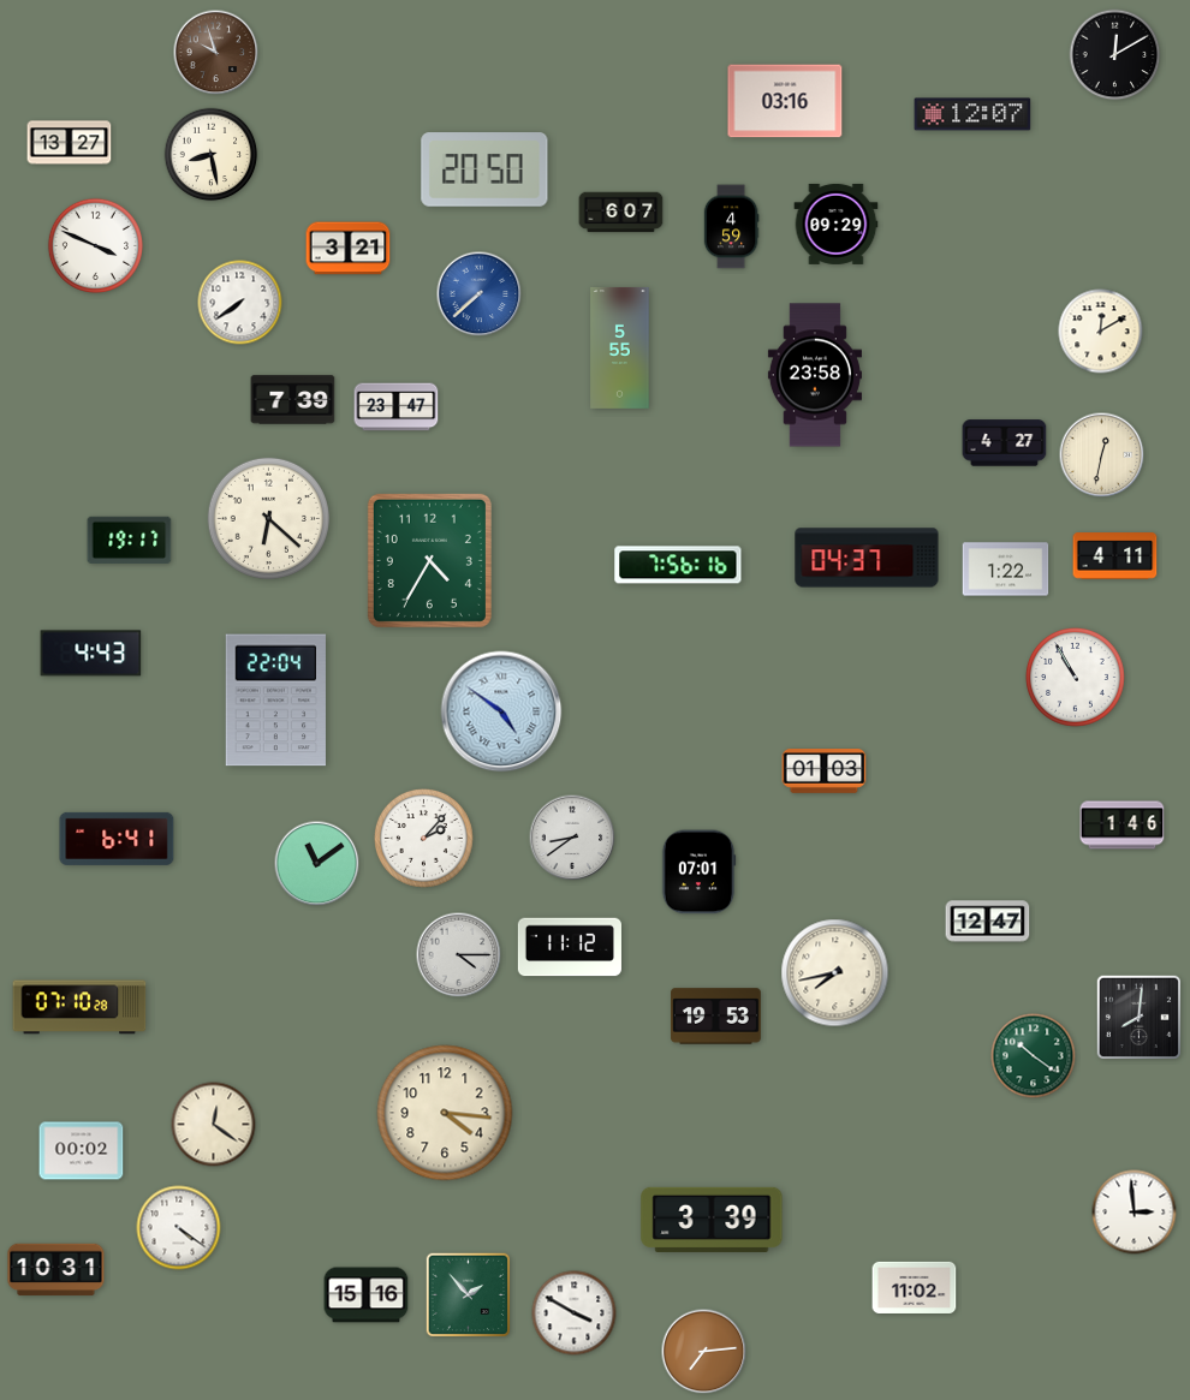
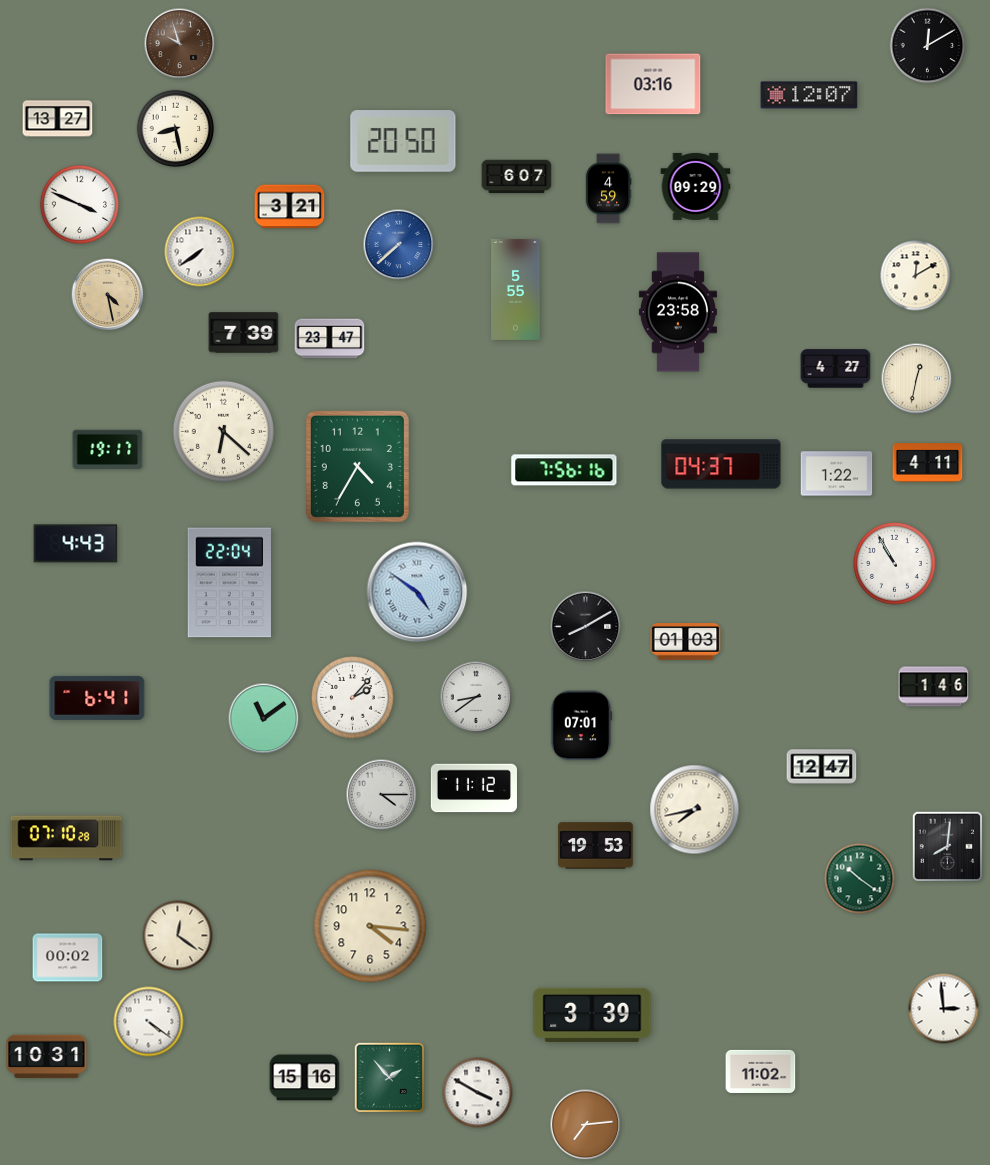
clock at (108, 295): none -> 4:28
clock at (586, 627): none -> 8:10
